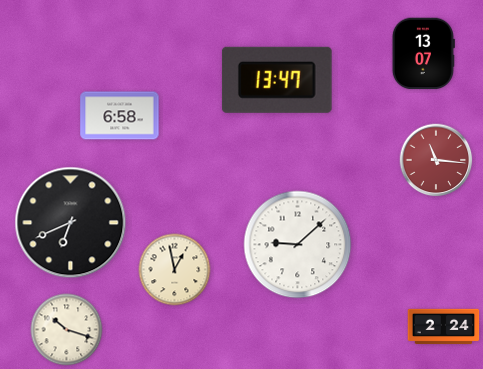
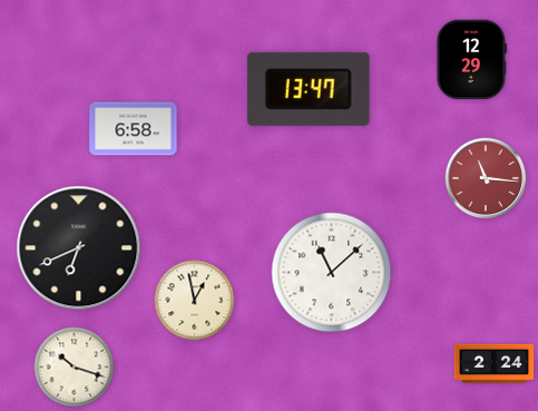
clock at (423, 54): 13:07 -> 12:29
clock at (298, 245): 9:08 -> 11:08
